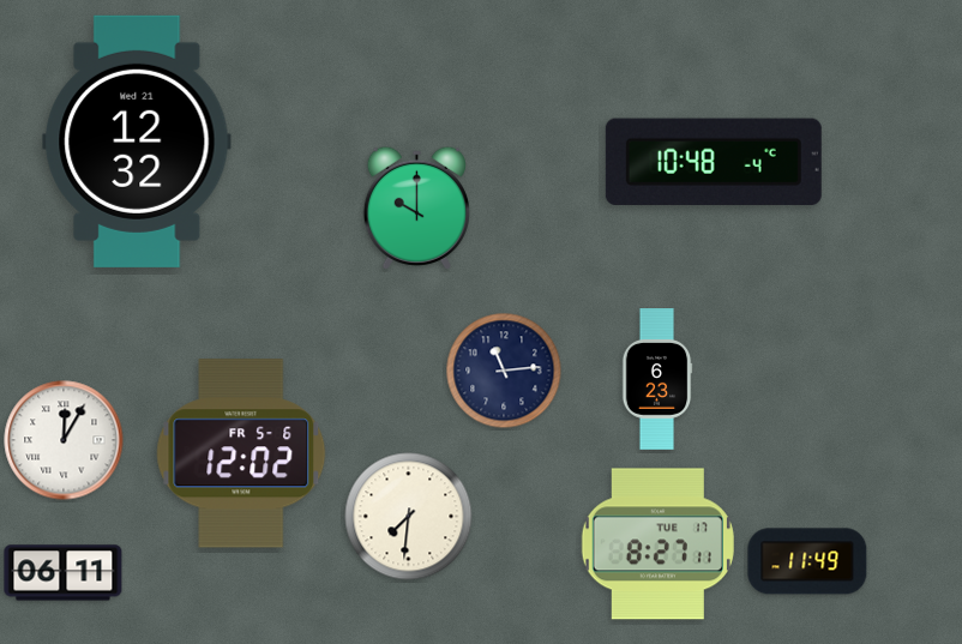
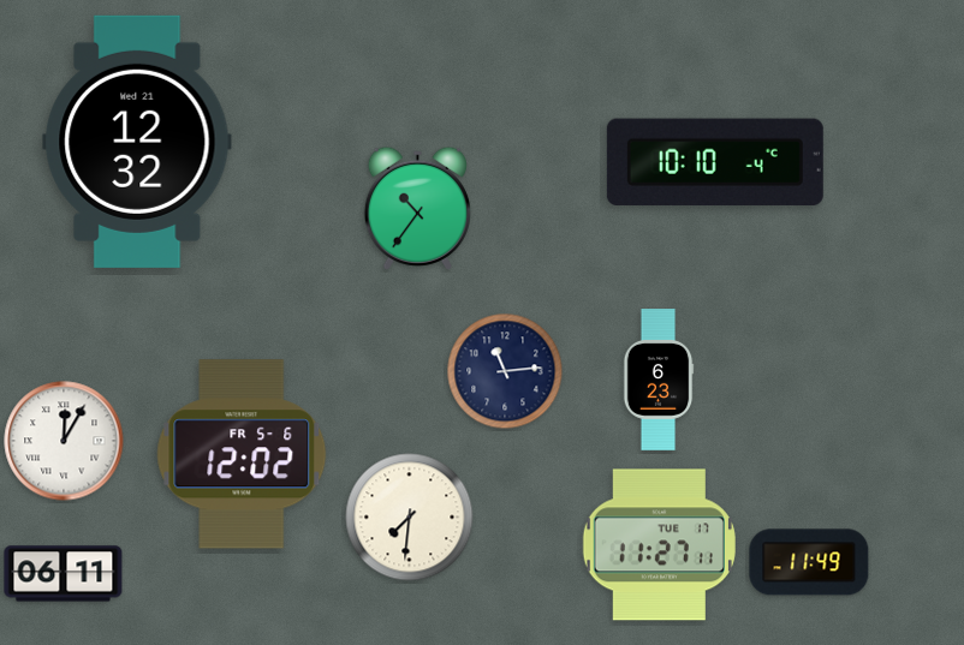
clock at (714, 161): 10:48 -> 10:10
clock at (416, 207): 10:00 -> 10:36
clock at (657, 544): 8:27 -> 11:27
